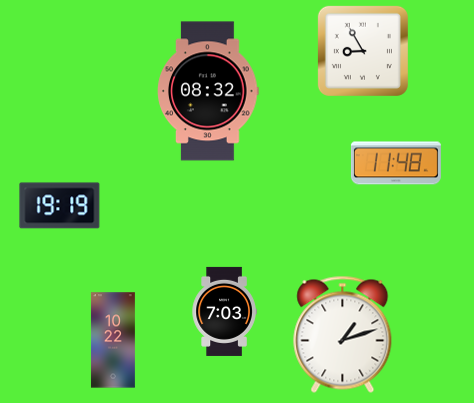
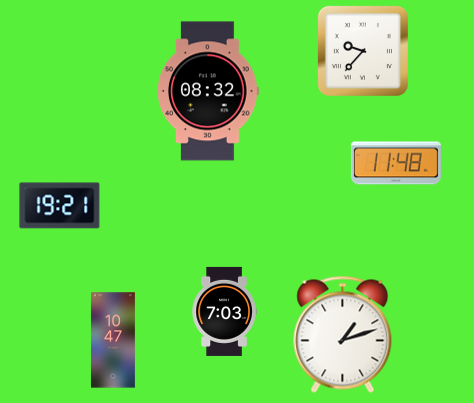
clock at (363, 51): 8:55 -> 9:37
clock at (60, 206): 19:19 -> 19:21
clock at (113, 340): 10:22 -> 10:47
